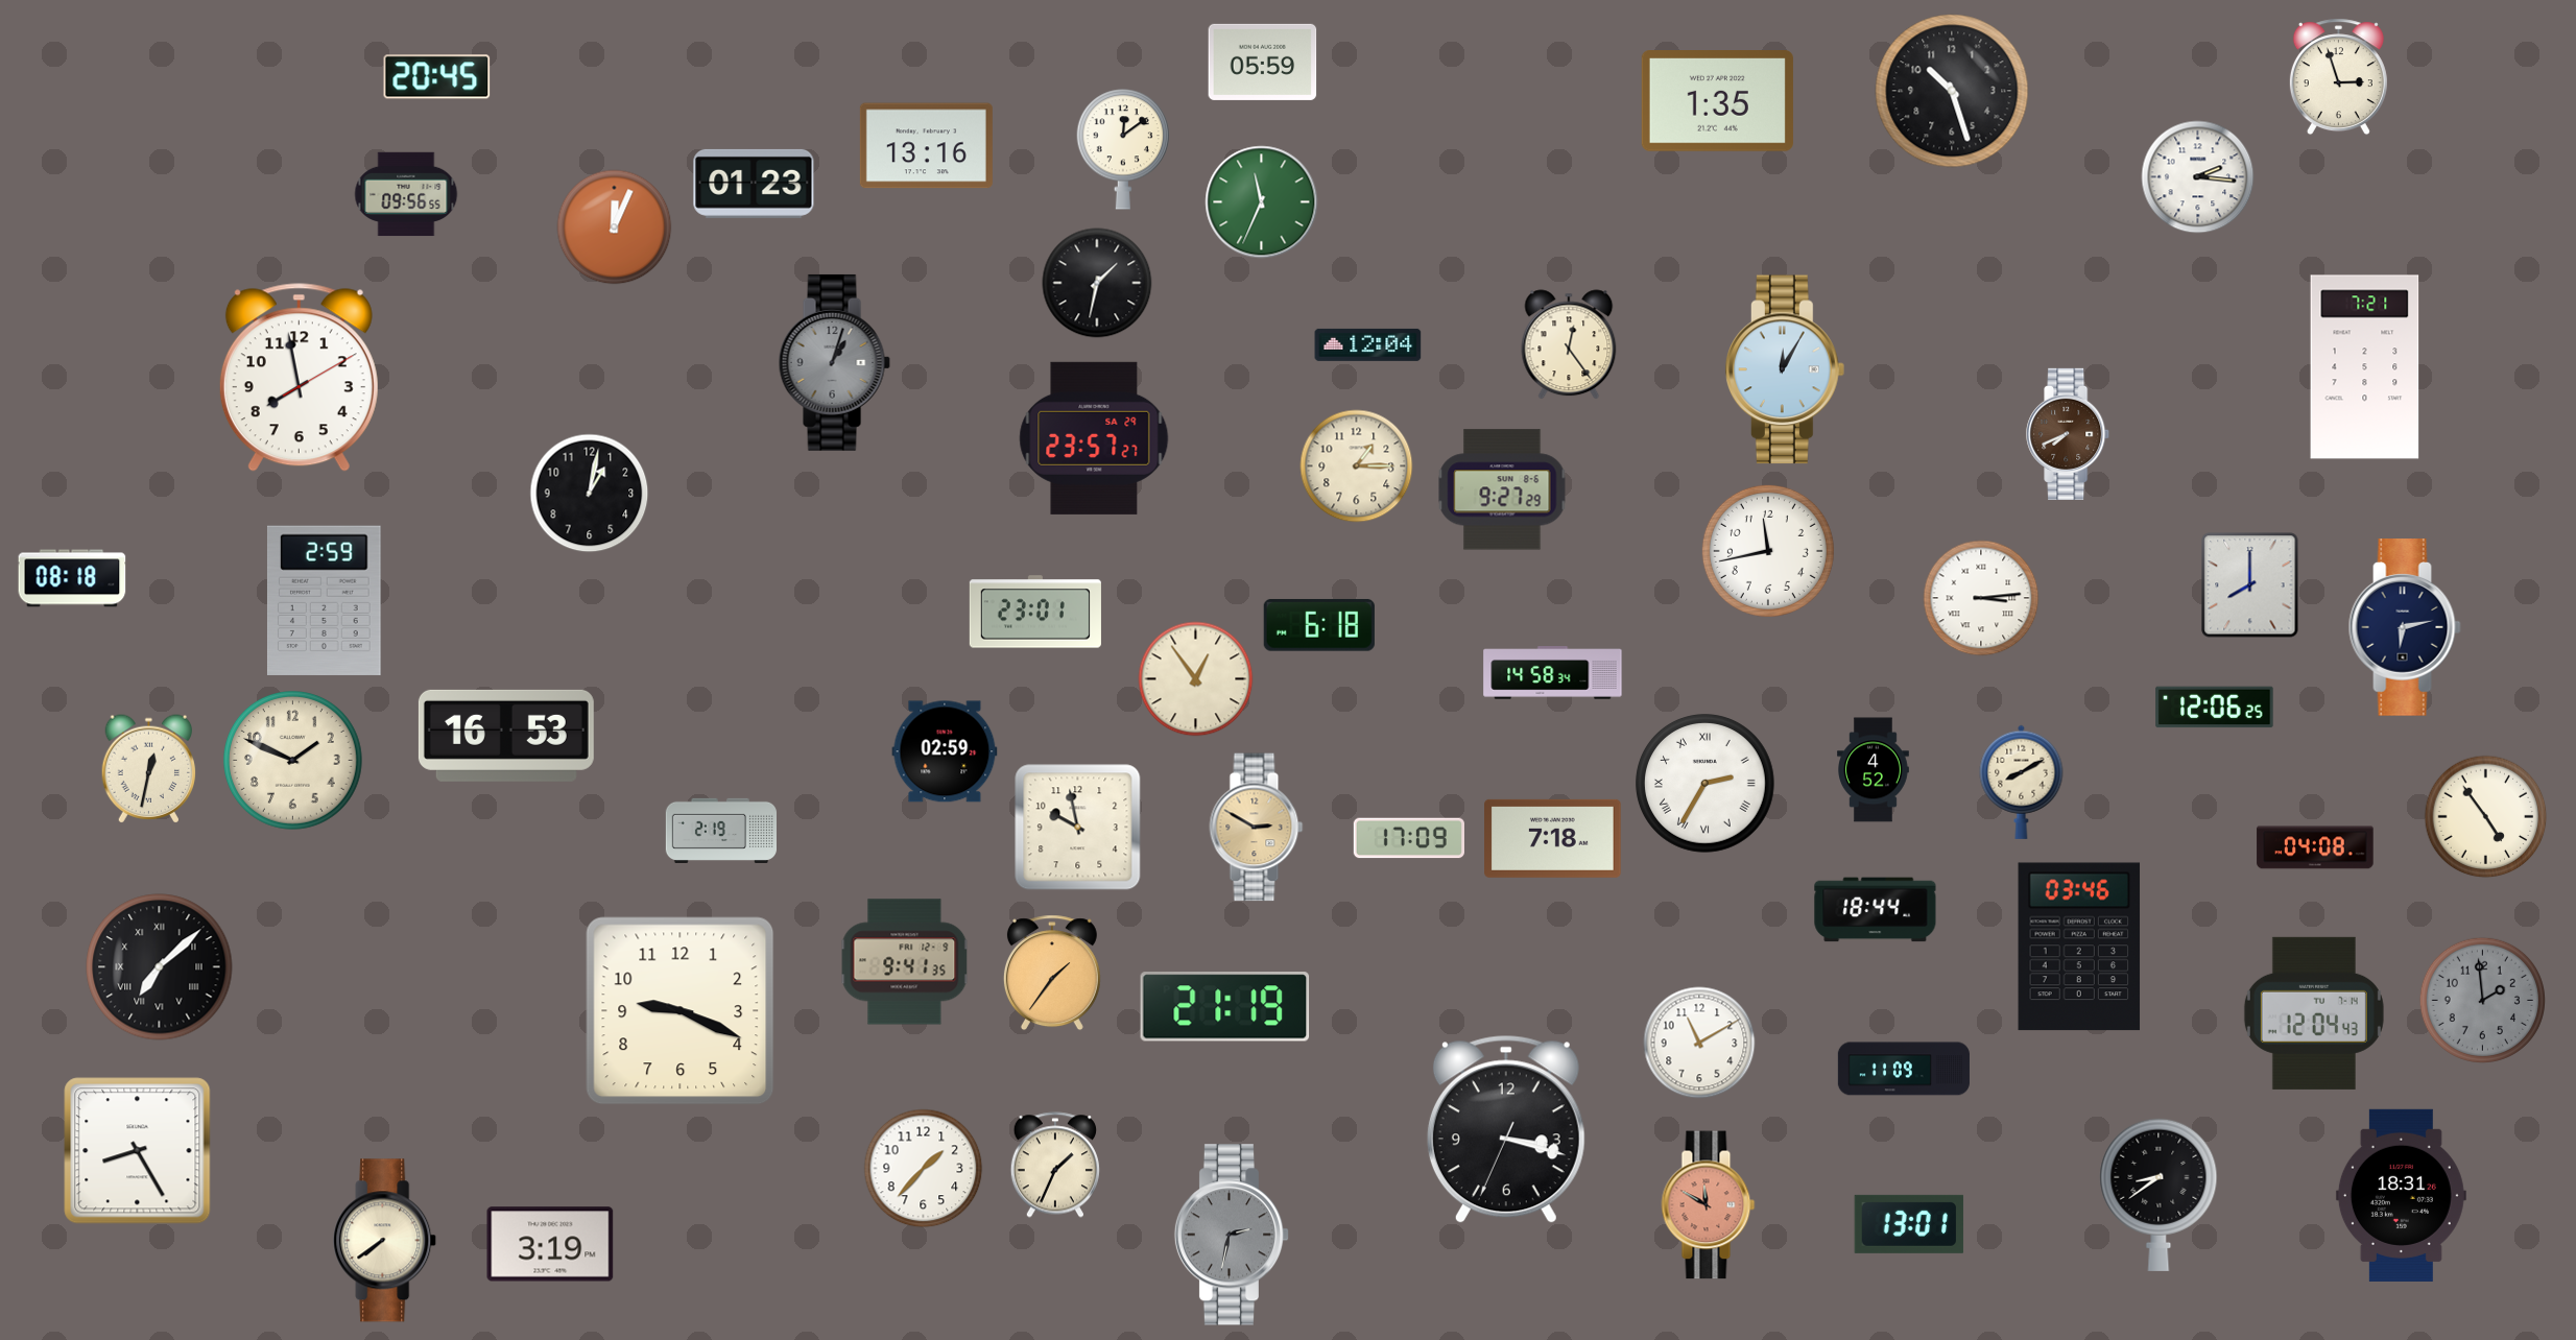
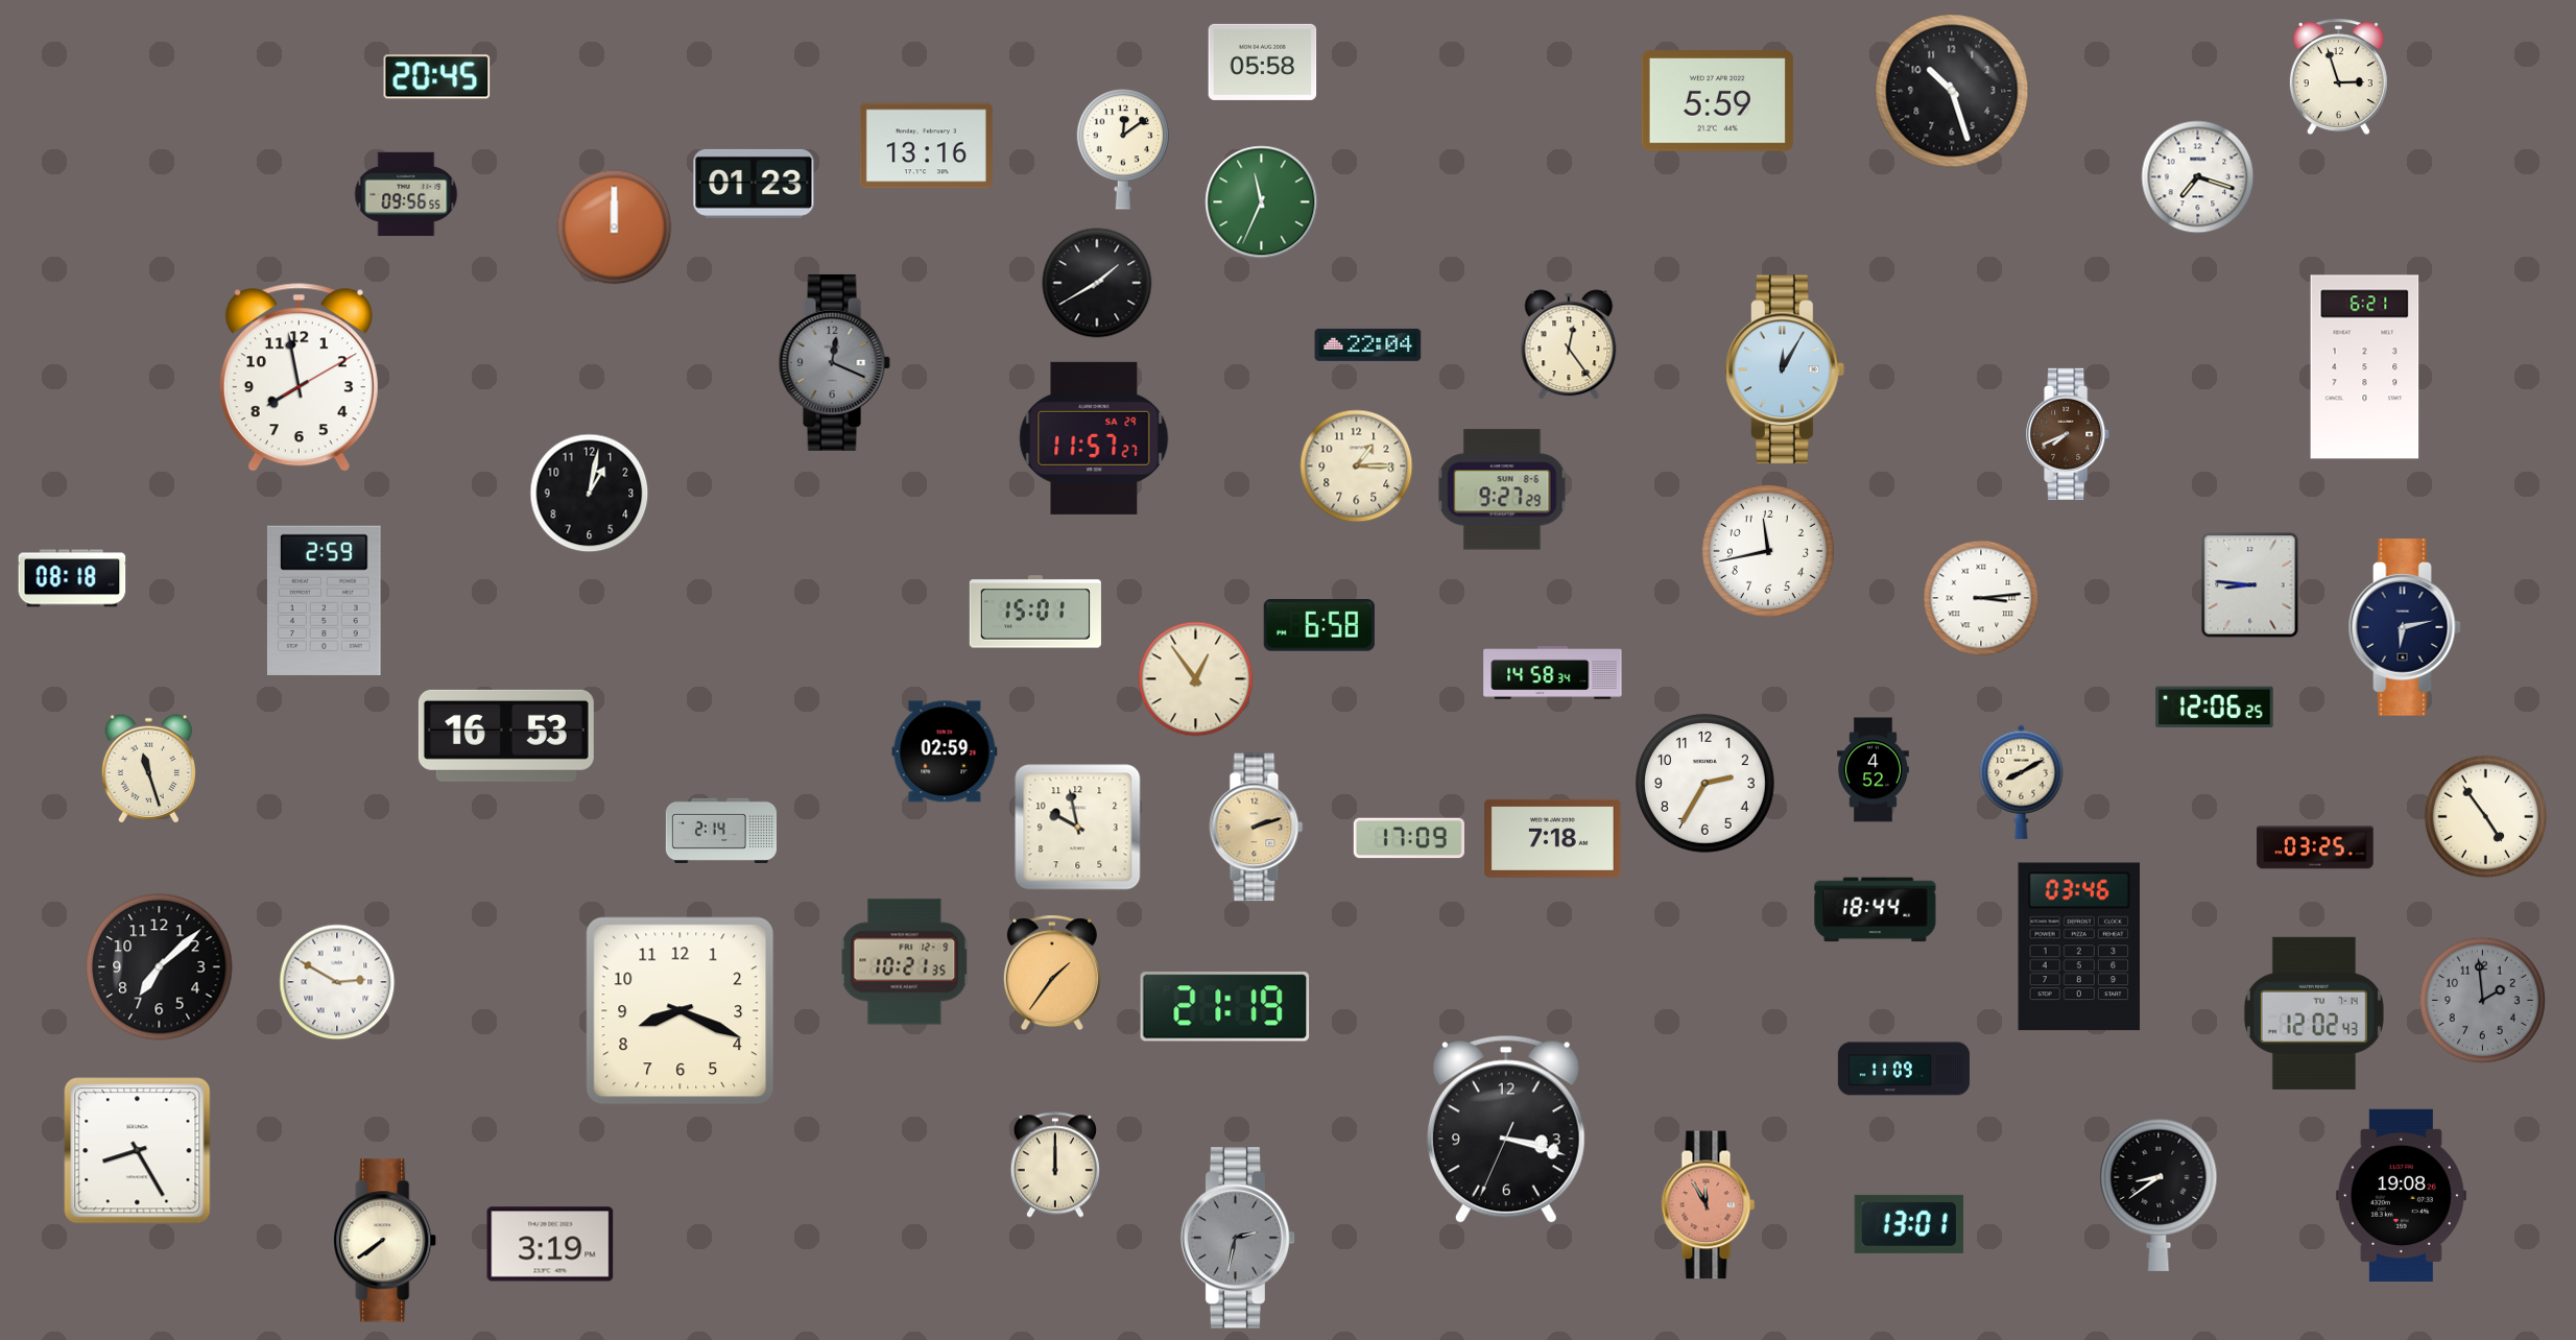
clock at (1263, 62): 05:59 -> 05:58
clock at (1717, 101): 1:35 -> 5:59
clock at (2198, 177): 2:16 -> 7:18
clock at (615, 228): 12:04 -> 12:00
clock at (1097, 283): 1:32 -> 1:40
clock at (1368, 344): 12:04 -> 22:04
clock at (834, 362): 1:03 -> 12:19
clock at (2365, 367): 7:21 -> 6:21
clock at (1094, 438): 23:57 -> 11:57
clock at (2250, 585): 8:00 -> 8:46
clock at (1035, 612): 23:01 -> 15:01
clock at (1319, 625): 6:18 -> 6:58
clock at (293, 761): 1:49 -> none
clock at (149, 769): 12:32 -> 11:27
clock at (1706, 784) numerals: Roman -> Arabic
clock at (1257, 828): 2:50 -> 2:12
clock at (720, 830): 2:19 -> 2:14
clock at (2315, 847): 04:08 -> 03:25
clock at (905, 962): 9:41 -> 10:21
clock at (160, 967) numerals: Roman -> Arabic
clock at (337, 982): none -> 2:50
clock at (681, 1011): 9:19 -> 8:19
clock at (2314, 1013): 12:04 -> 12:02
clock at (1699, 1043): 11:10 -> none
clock at (1055, 1165): 1:34 -> 12:00
clock at (924, 1169): 1:37 -> none
clock at (2401, 1195): 18:31 -> 19:08
clock at (1709, 1205): 11:50 -> 11:55
clock at (1232, 1235) position: (1232, 1235) -> (1238, 1238)
